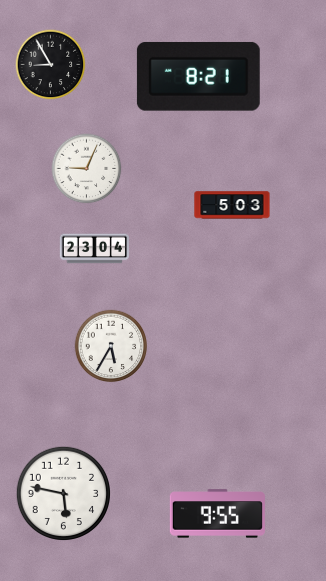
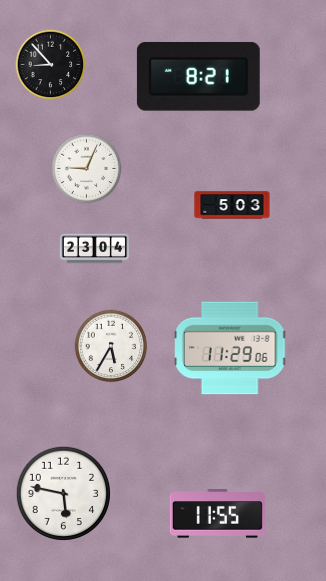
clock at (51, 65): 8:55 -> 8:53
clock at (231, 348): none -> 11:29
clock at (217, 514): 9:55 -> 11:55
